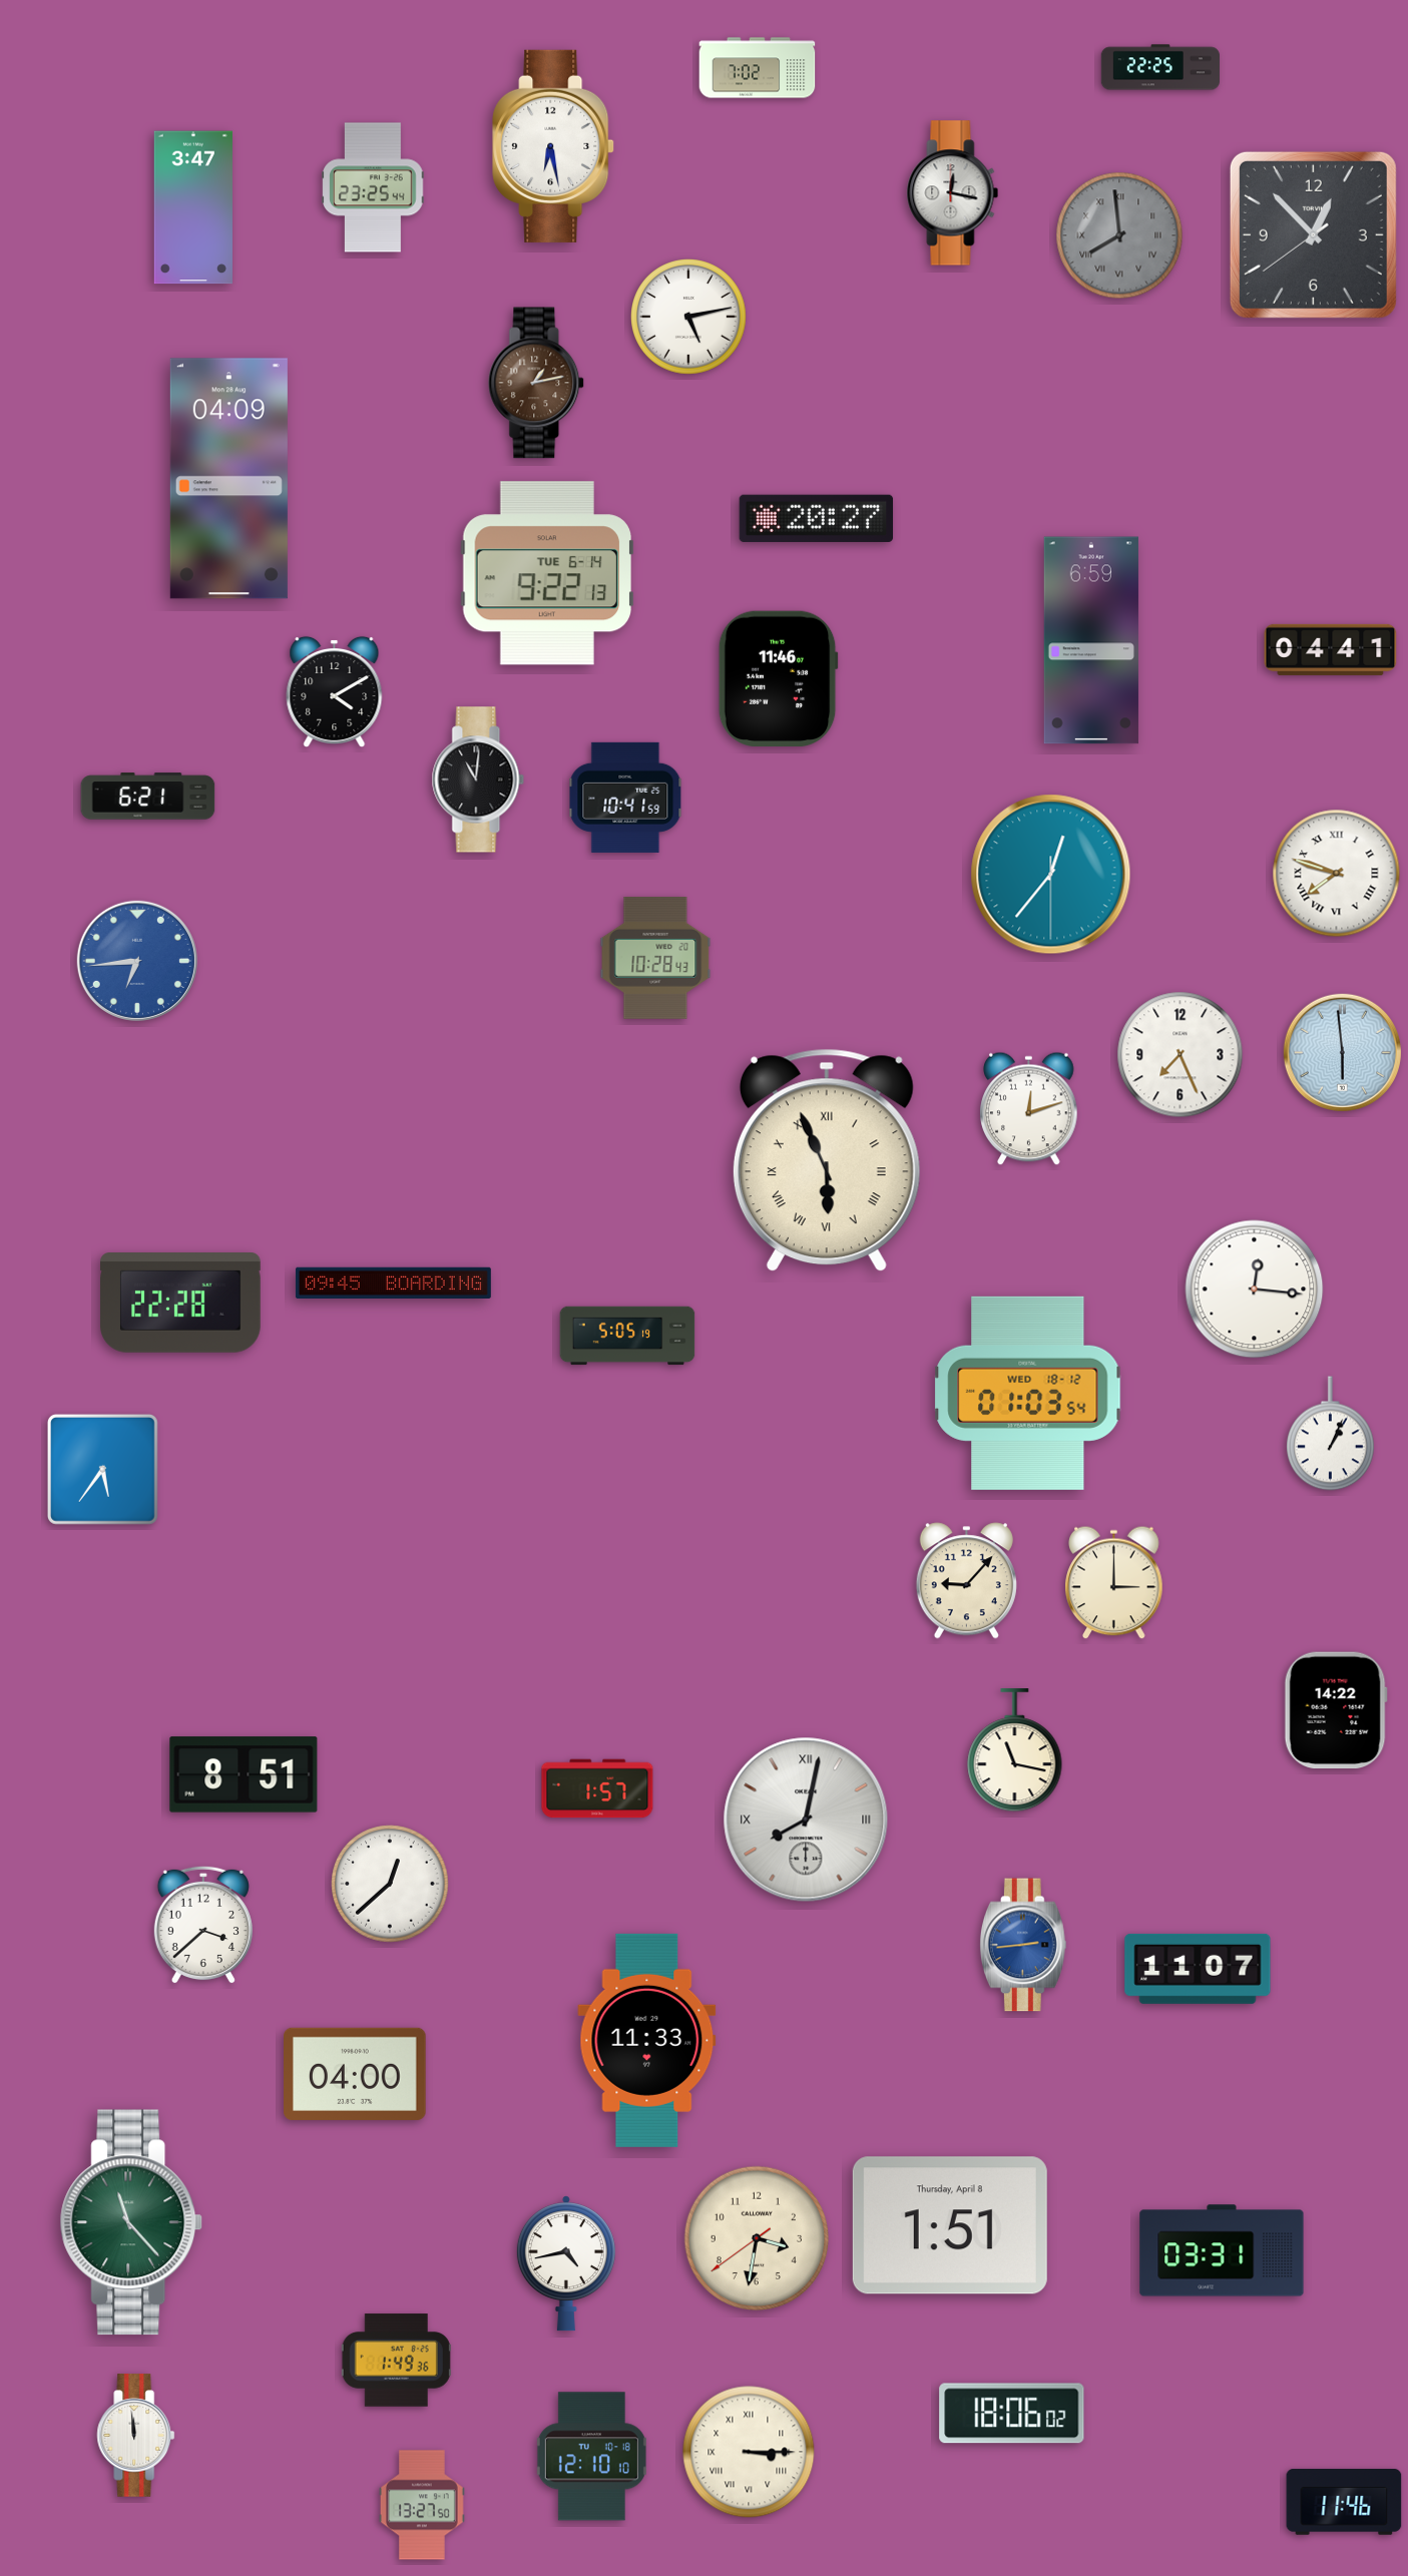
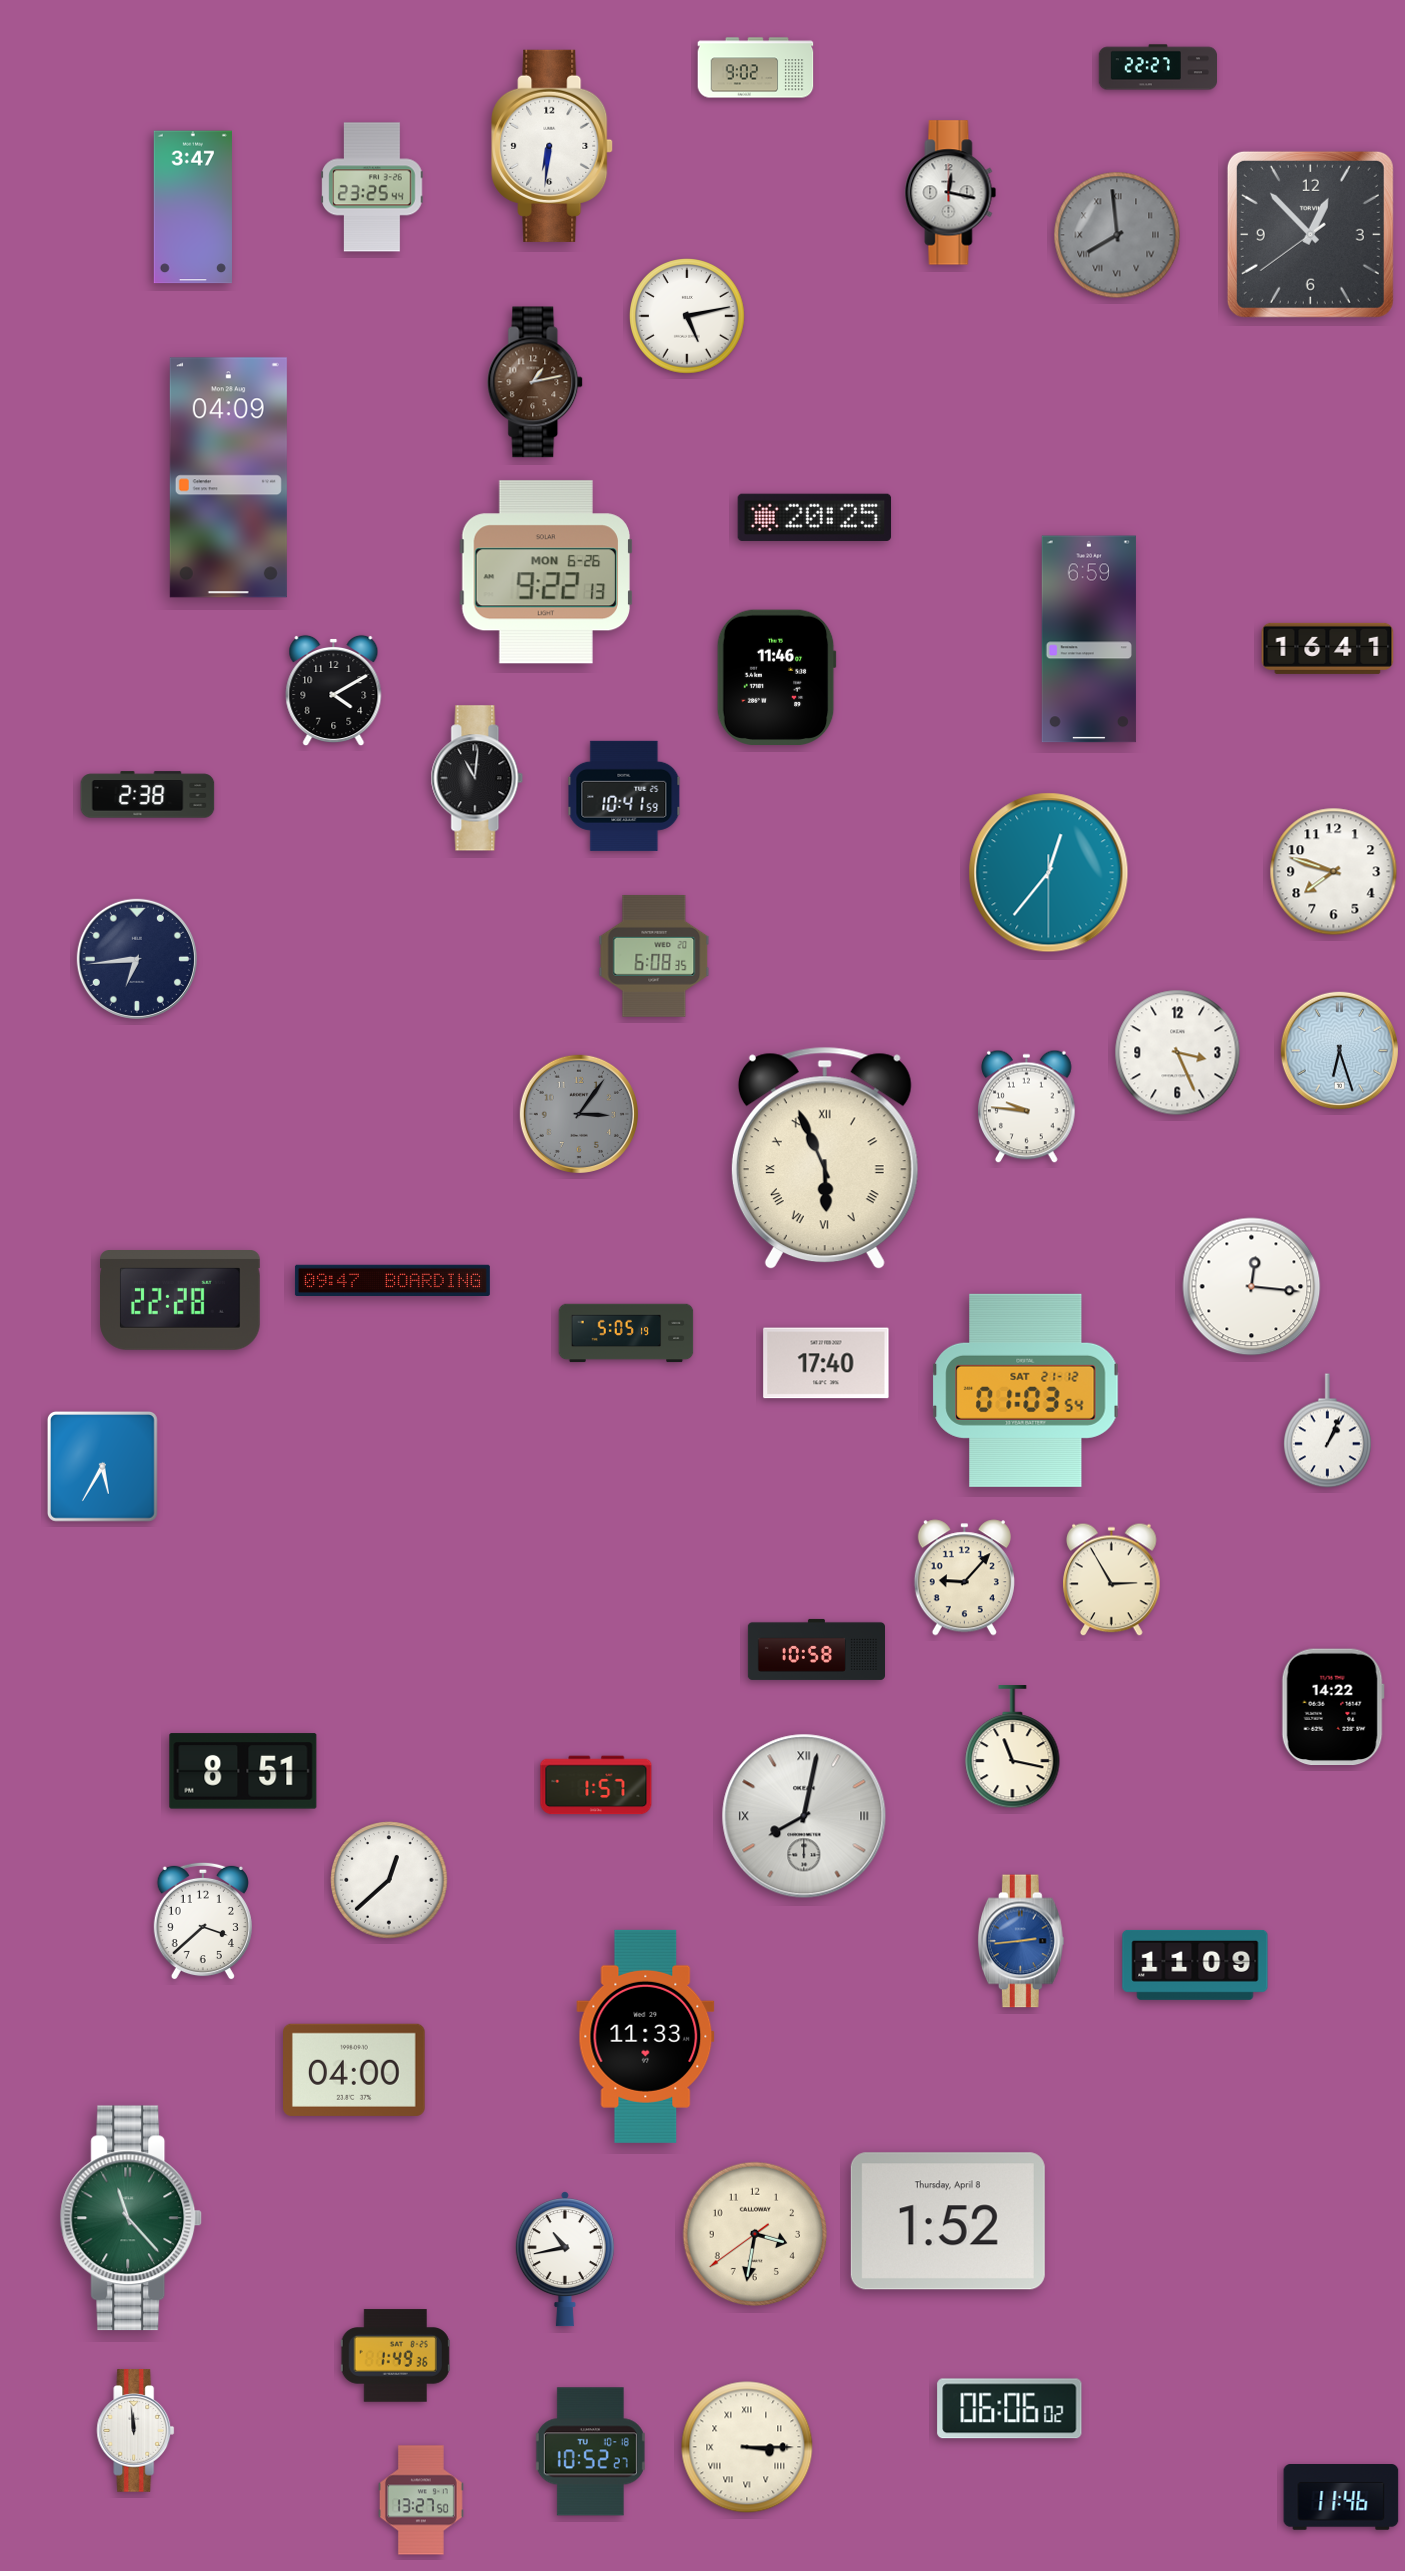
clock at (1159, 67): 22:25 -> 22:27
clock at (758, 68): 7:02 -> 9:02
clock at (553, 146): 6:28 -> 6:31
clock at (817, 518): 20:27 -> 20:25
clock at (546, 573) date: TUE 6-14 -> MON 6-26
clock at (1331, 649): 04:41 -> 16:41
clock at (148, 797): 6:21 -> 2:38
clock at (1337, 874) numerals: Roman -> Arabic
clock at (655, 958): 10:28 -> 6:08
clock at (137, 961) dial: blue -> navy
clock at (1342, 1052): 5:59 -> 6:27
clock at (1181, 1055): 7:26 -> 3:26
clock at (1029, 1109): 12:12 -> 9:46
clock at (579, 1114): none -> 3:06
clock at (393, 1283): 09:45 -> 09:47
clock at (826, 1363): none -> 17:40
clock at (1028, 1393) date: WED 18-12 -> SAT 21-12
clock at (102, 1469): 5:36 -> 5:35
clock at (1114, 1583): 3:00 -> 2:55
clock at (816, 1649): none -> 10:58
clock at (1198, 1969): 11:07 -> 11:09
clock at (950, 2225): 1:51 -> 1:52
clock at (1222, 2250): 03:31 -> none
clock at (566, 2263): 4:43 -> 10:43
clock at (1012, 2414): 18:06 -> 06:06
clock at (591, 2457): 12:10 -> 10:52
